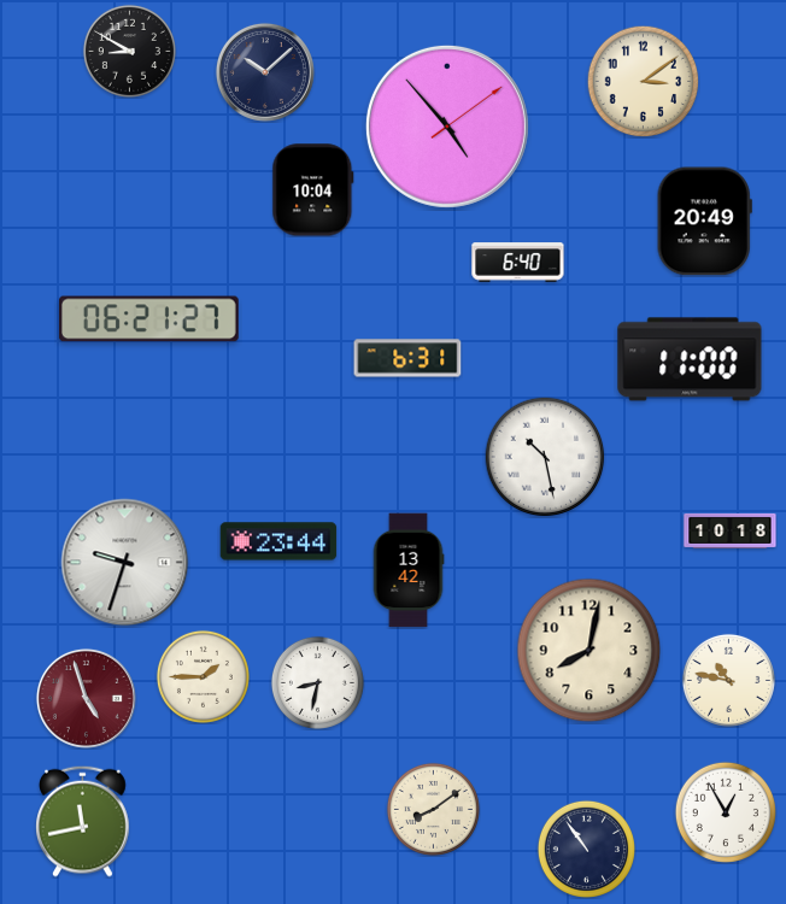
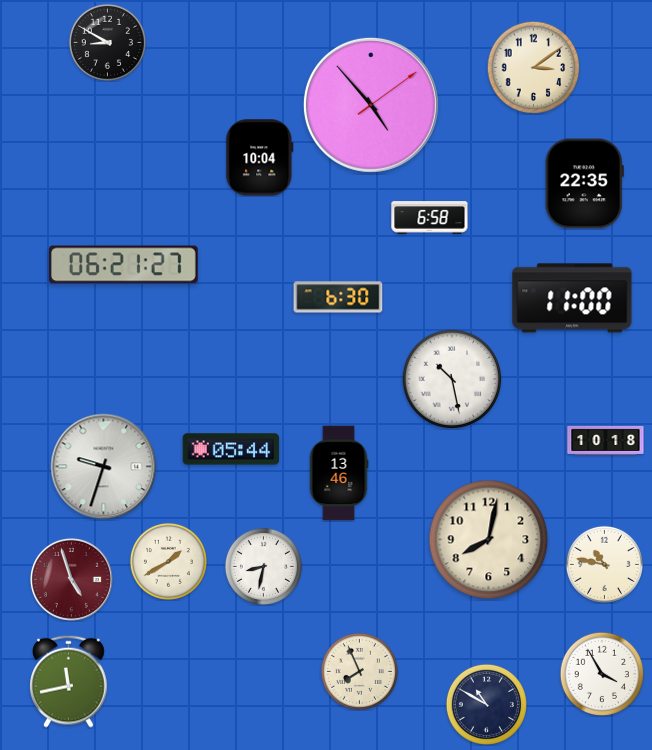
clock at (265, 72): 10:08 -> none
clock at (704, 222): 20:49 -> 22:35
clock at (518, 263): 6:40 -> 6:58
clock at (407, 358): 6:31 -> 6:30
clock at (278, 541): 23:44 -> 05:44
clock at (409, 570): 13:42 -> 13:46
clock at (203, 676): 1:45 -> 1:40
clock at (433, 809): 8:09 -> 7:56
clock at (726, 812): 12:55 -> 3:55
clock at (586, 849): 10:54 -> 10:50
